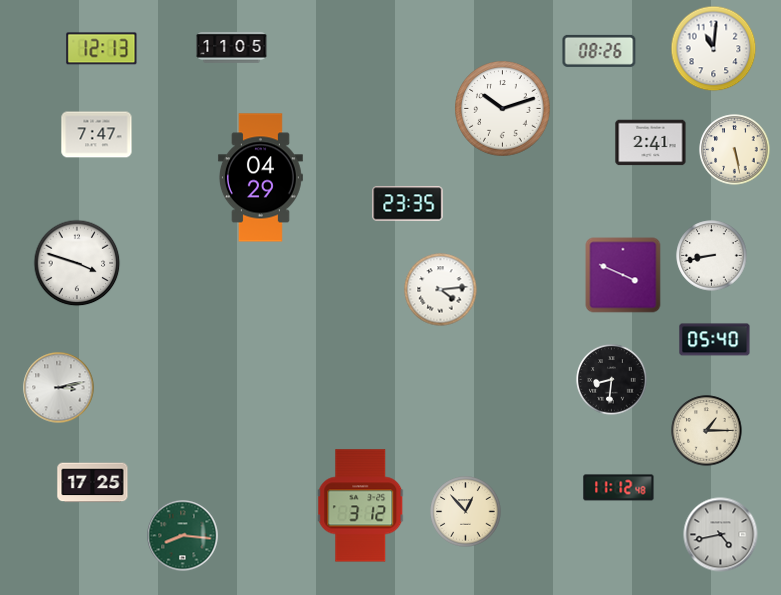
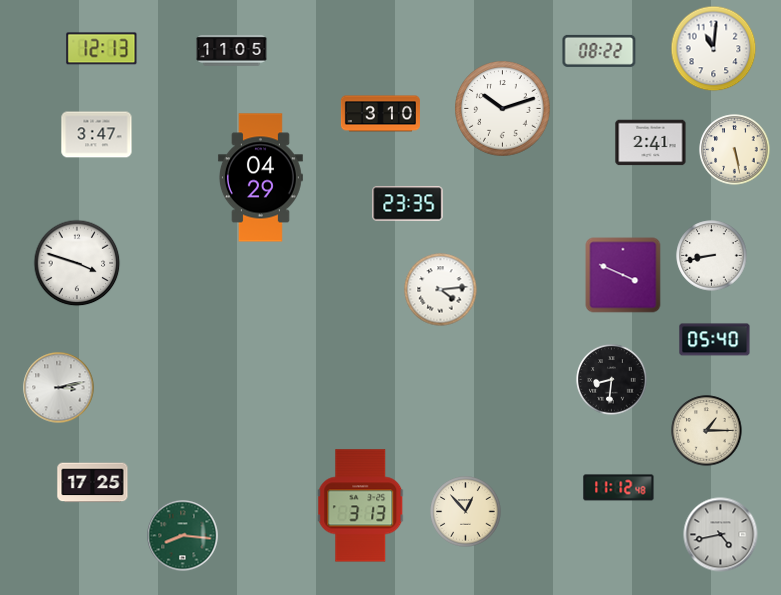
clock at (232, 48) position: (232, 48) -> (232, 51)
clock at (599, 51): 08:26 -> 08:22
clock at (380, 114): none -> 3:10
clock at (97, 135): 7:47 -> 3:47
clock at (361, 506): 3:12 -> 3:13
